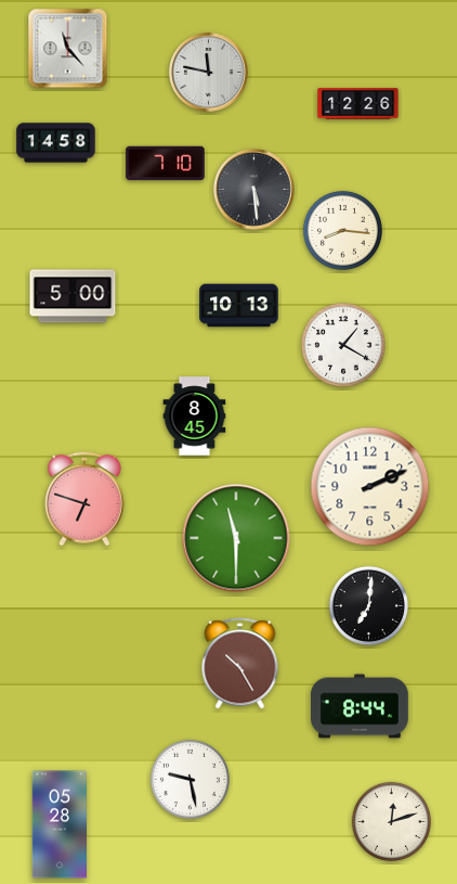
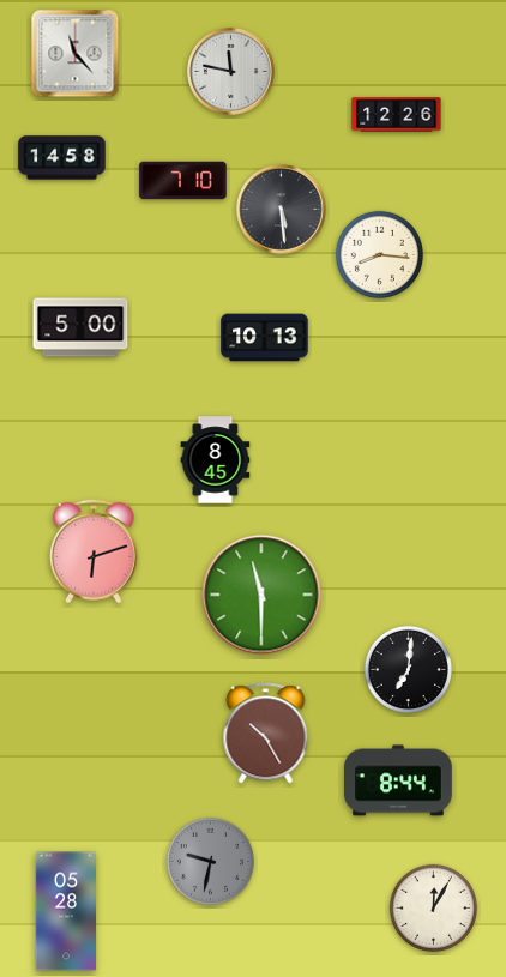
clock at (209, 73) position: (209, 73) -> (231, 72)
clock at (343, 345): 1:20 -> none
clock at (370, 487): 2:11 -> none
clock at (84, 499): 6:48 -> 6:12
clock at (190, 779): 9:28 -> 9:32
clock at (190, 779) dial: white -> grey
clock at (391, 821): 12:12 -> 12:05
